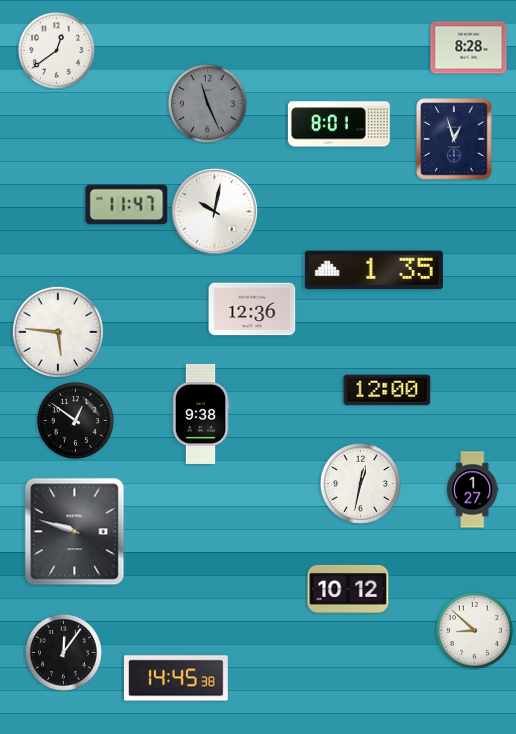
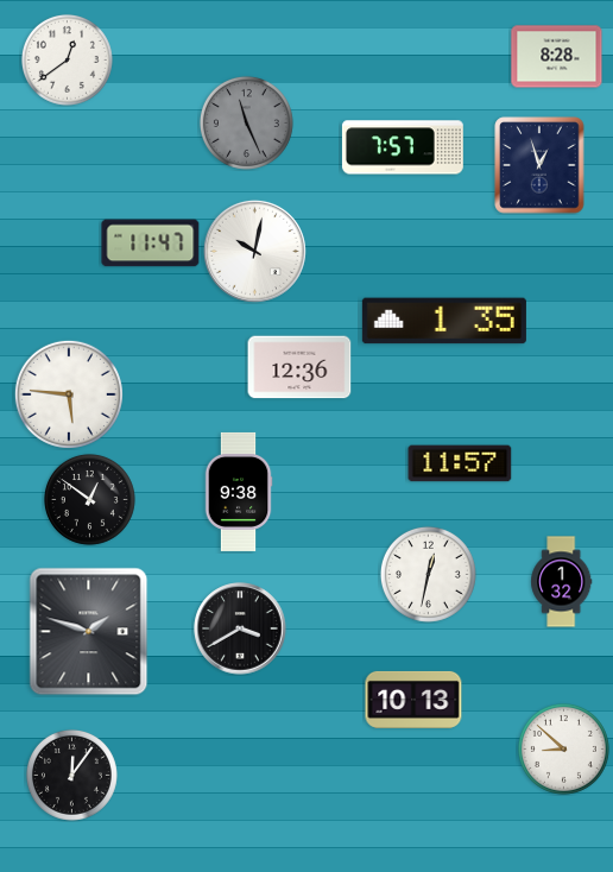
clock at (339, 124): 8:01 -> 7:57
clock at (387, 390): 12:00 -> 11:57
clock at (473, 490): 1:27 -> 1:32
clock at (240, 628): none -> 3:40
clock at (75, 532): 9:48 -> 1:48
clock at (348, 589): 10:12 -> 10:13
clock at (63, 652) position: (63, 652) -> (71, 775)
clock at (177, 678): 14:45 -> none
